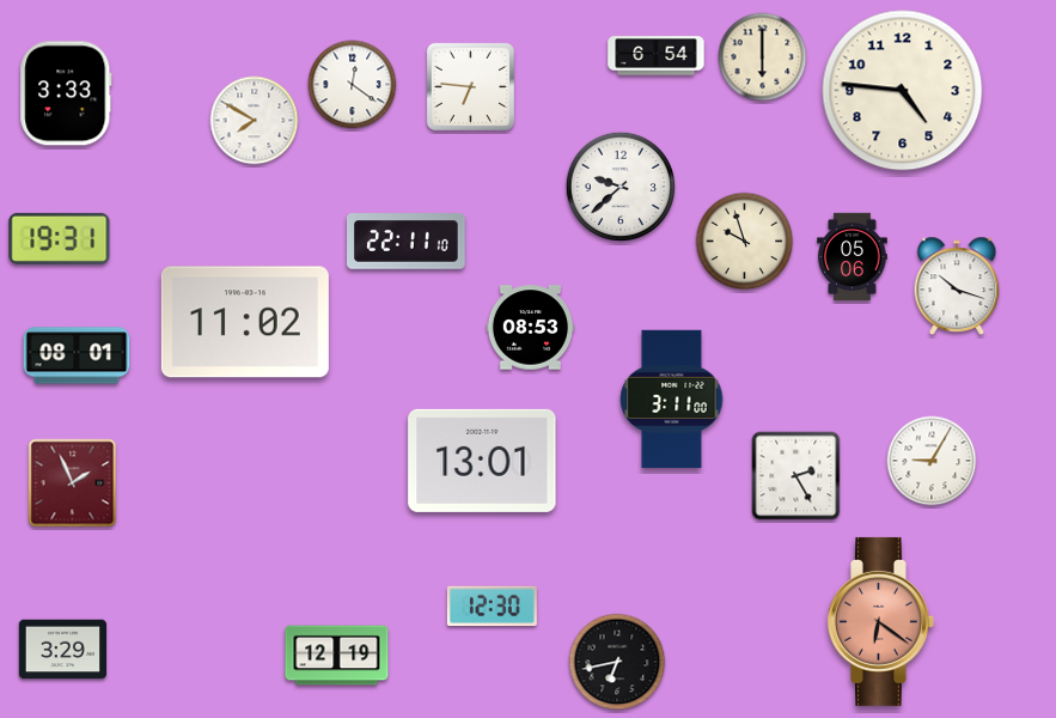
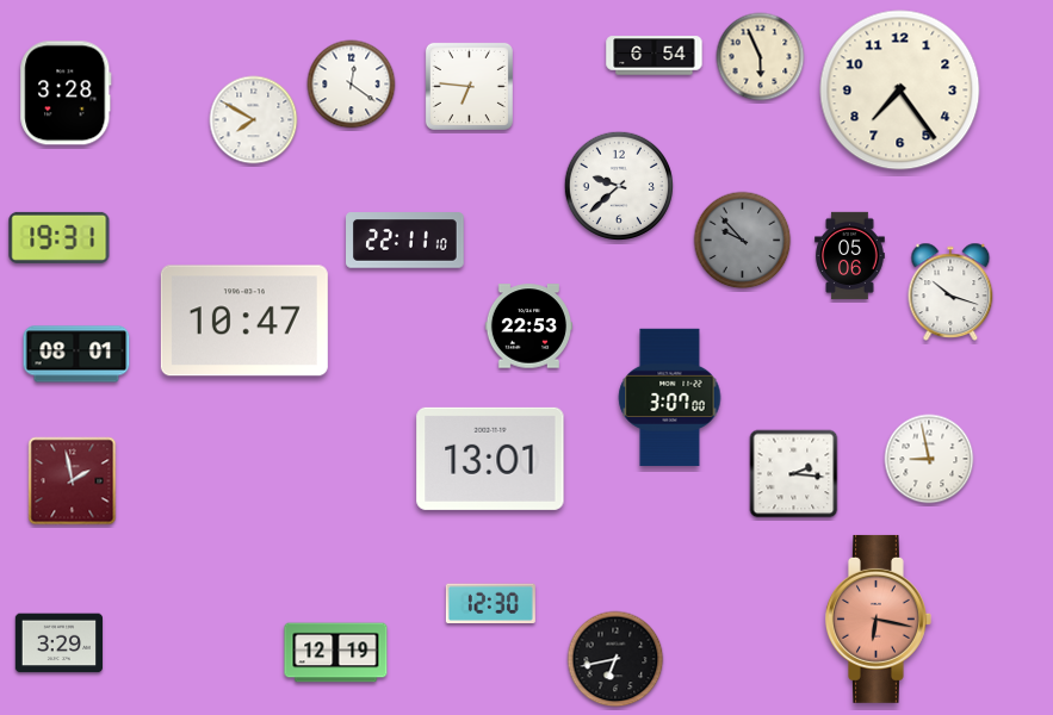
clock at (763, 57): 6:00 -> 5:56
clock at (903, 91): 4:46 -> 7:24
clock at (66, 93): 3:33 -> 3:28
clock at (745, 242): 9:57 -> 9:53
clock at (745, 242) dial: cream -> grey
clock at (957, 285) position: (957, 285) -> (950, 291)
clock at (245, 322): 11:02 -> 10:47
clock at (530, 328): 08:53 -> 22:53
clock at (672, 400): 3:11 -> 3:07
clock at (482, 461) position: (482, 461) -> (490, 459)
clock at (932, 461): 9:05 -> 8:58
clock at (796, 476): 2:25 -> 2:16
clock at (73, 483): 1:56 -> 1:58
clock at (880, 621): 6:21 -> 6:17
clock at (62, 650) position: (62, 650) -> (58, 643)
